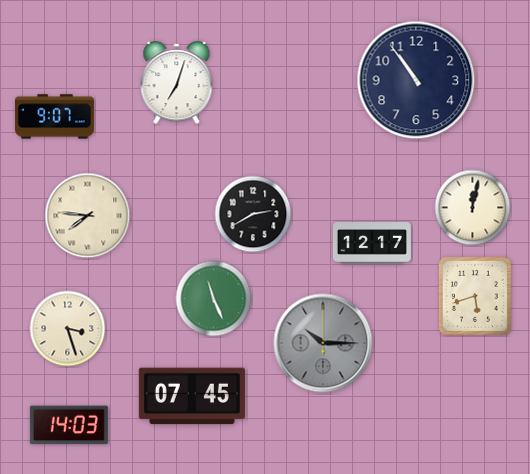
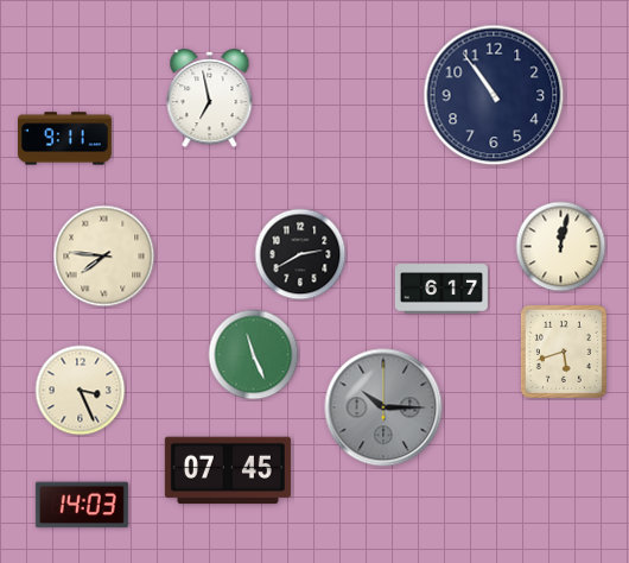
clock at (177, 83): 7:03 -> 6:58
clock at (54, 117): 9:07 -> 9:11
clock at (372, 243): 12:17 -> 6:17
clock at (68, 329): 3:27 -> 3:26
